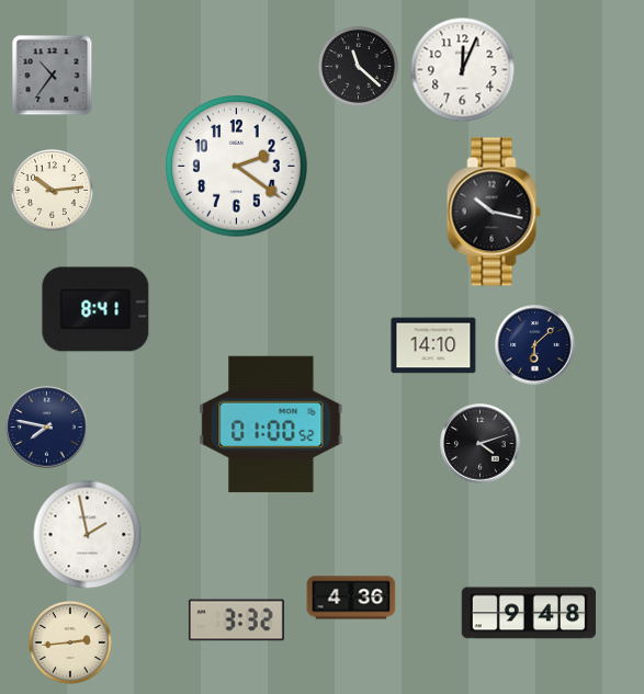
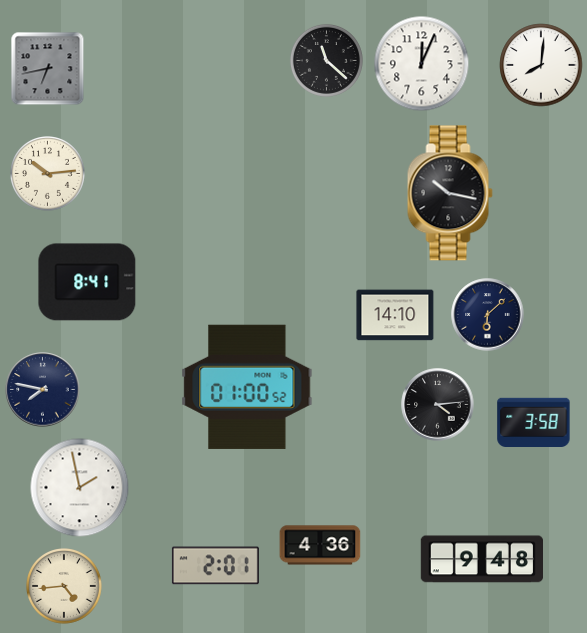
clock at (541, 65): none -> 8:01
clock at (53, 76): 10:36 -> 6:43
clock at (237, 167): 2:21 -> none
clock at (481, 444): 4:12 -> 4:14
clock at (534, 422): none -> 3:58
clock at (236, 621): 3:32 -> 2:01
clock at (71, 644): 2:44 -> 4:44
